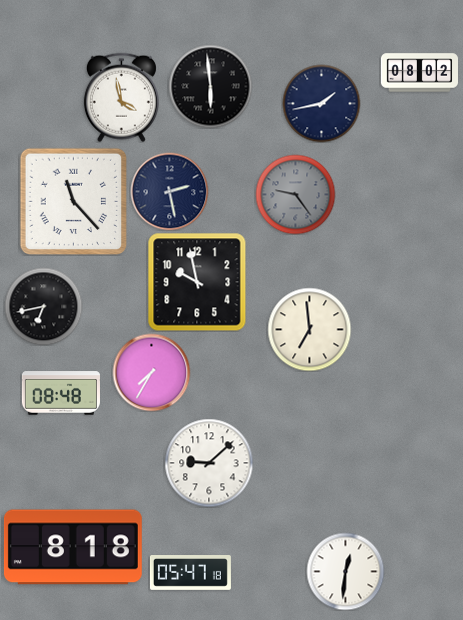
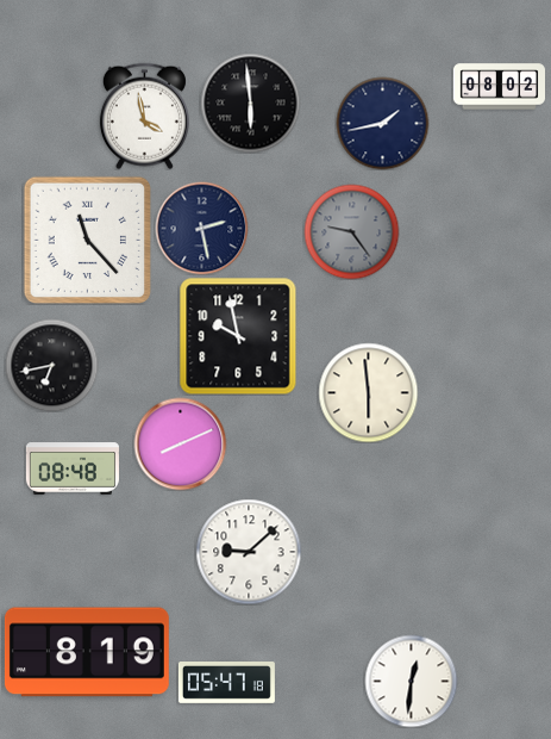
clock at (197, 282) position: (197, 282) -> (238, 336)
clock at (309, 329): 6:59 -> 5:59
clock at (151, 372): 7:35 -> 8:11
clock at (73, 547): 8:18 -> 8:19
